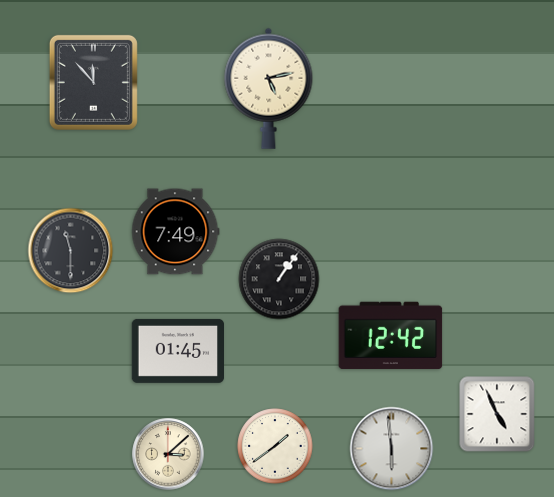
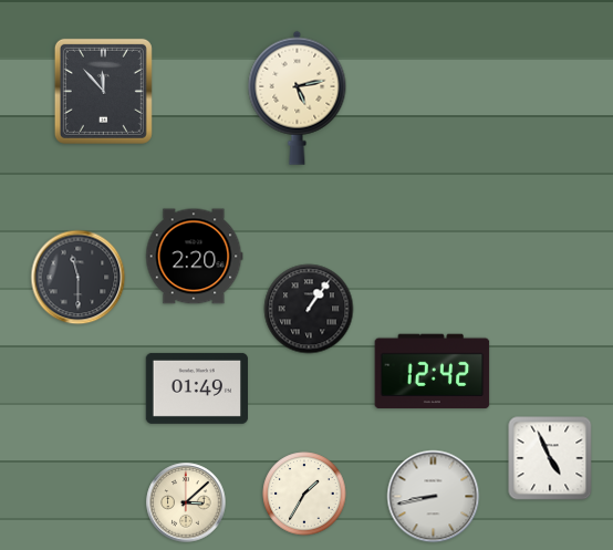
clock at (176, 232): 7:49 -> 2:20
clock at (178, 351): 01:45 -> 01:49
clock at (275, 446): 1:39 -> 1:35
clock at (392, 449): 5:59 -> 8:43
